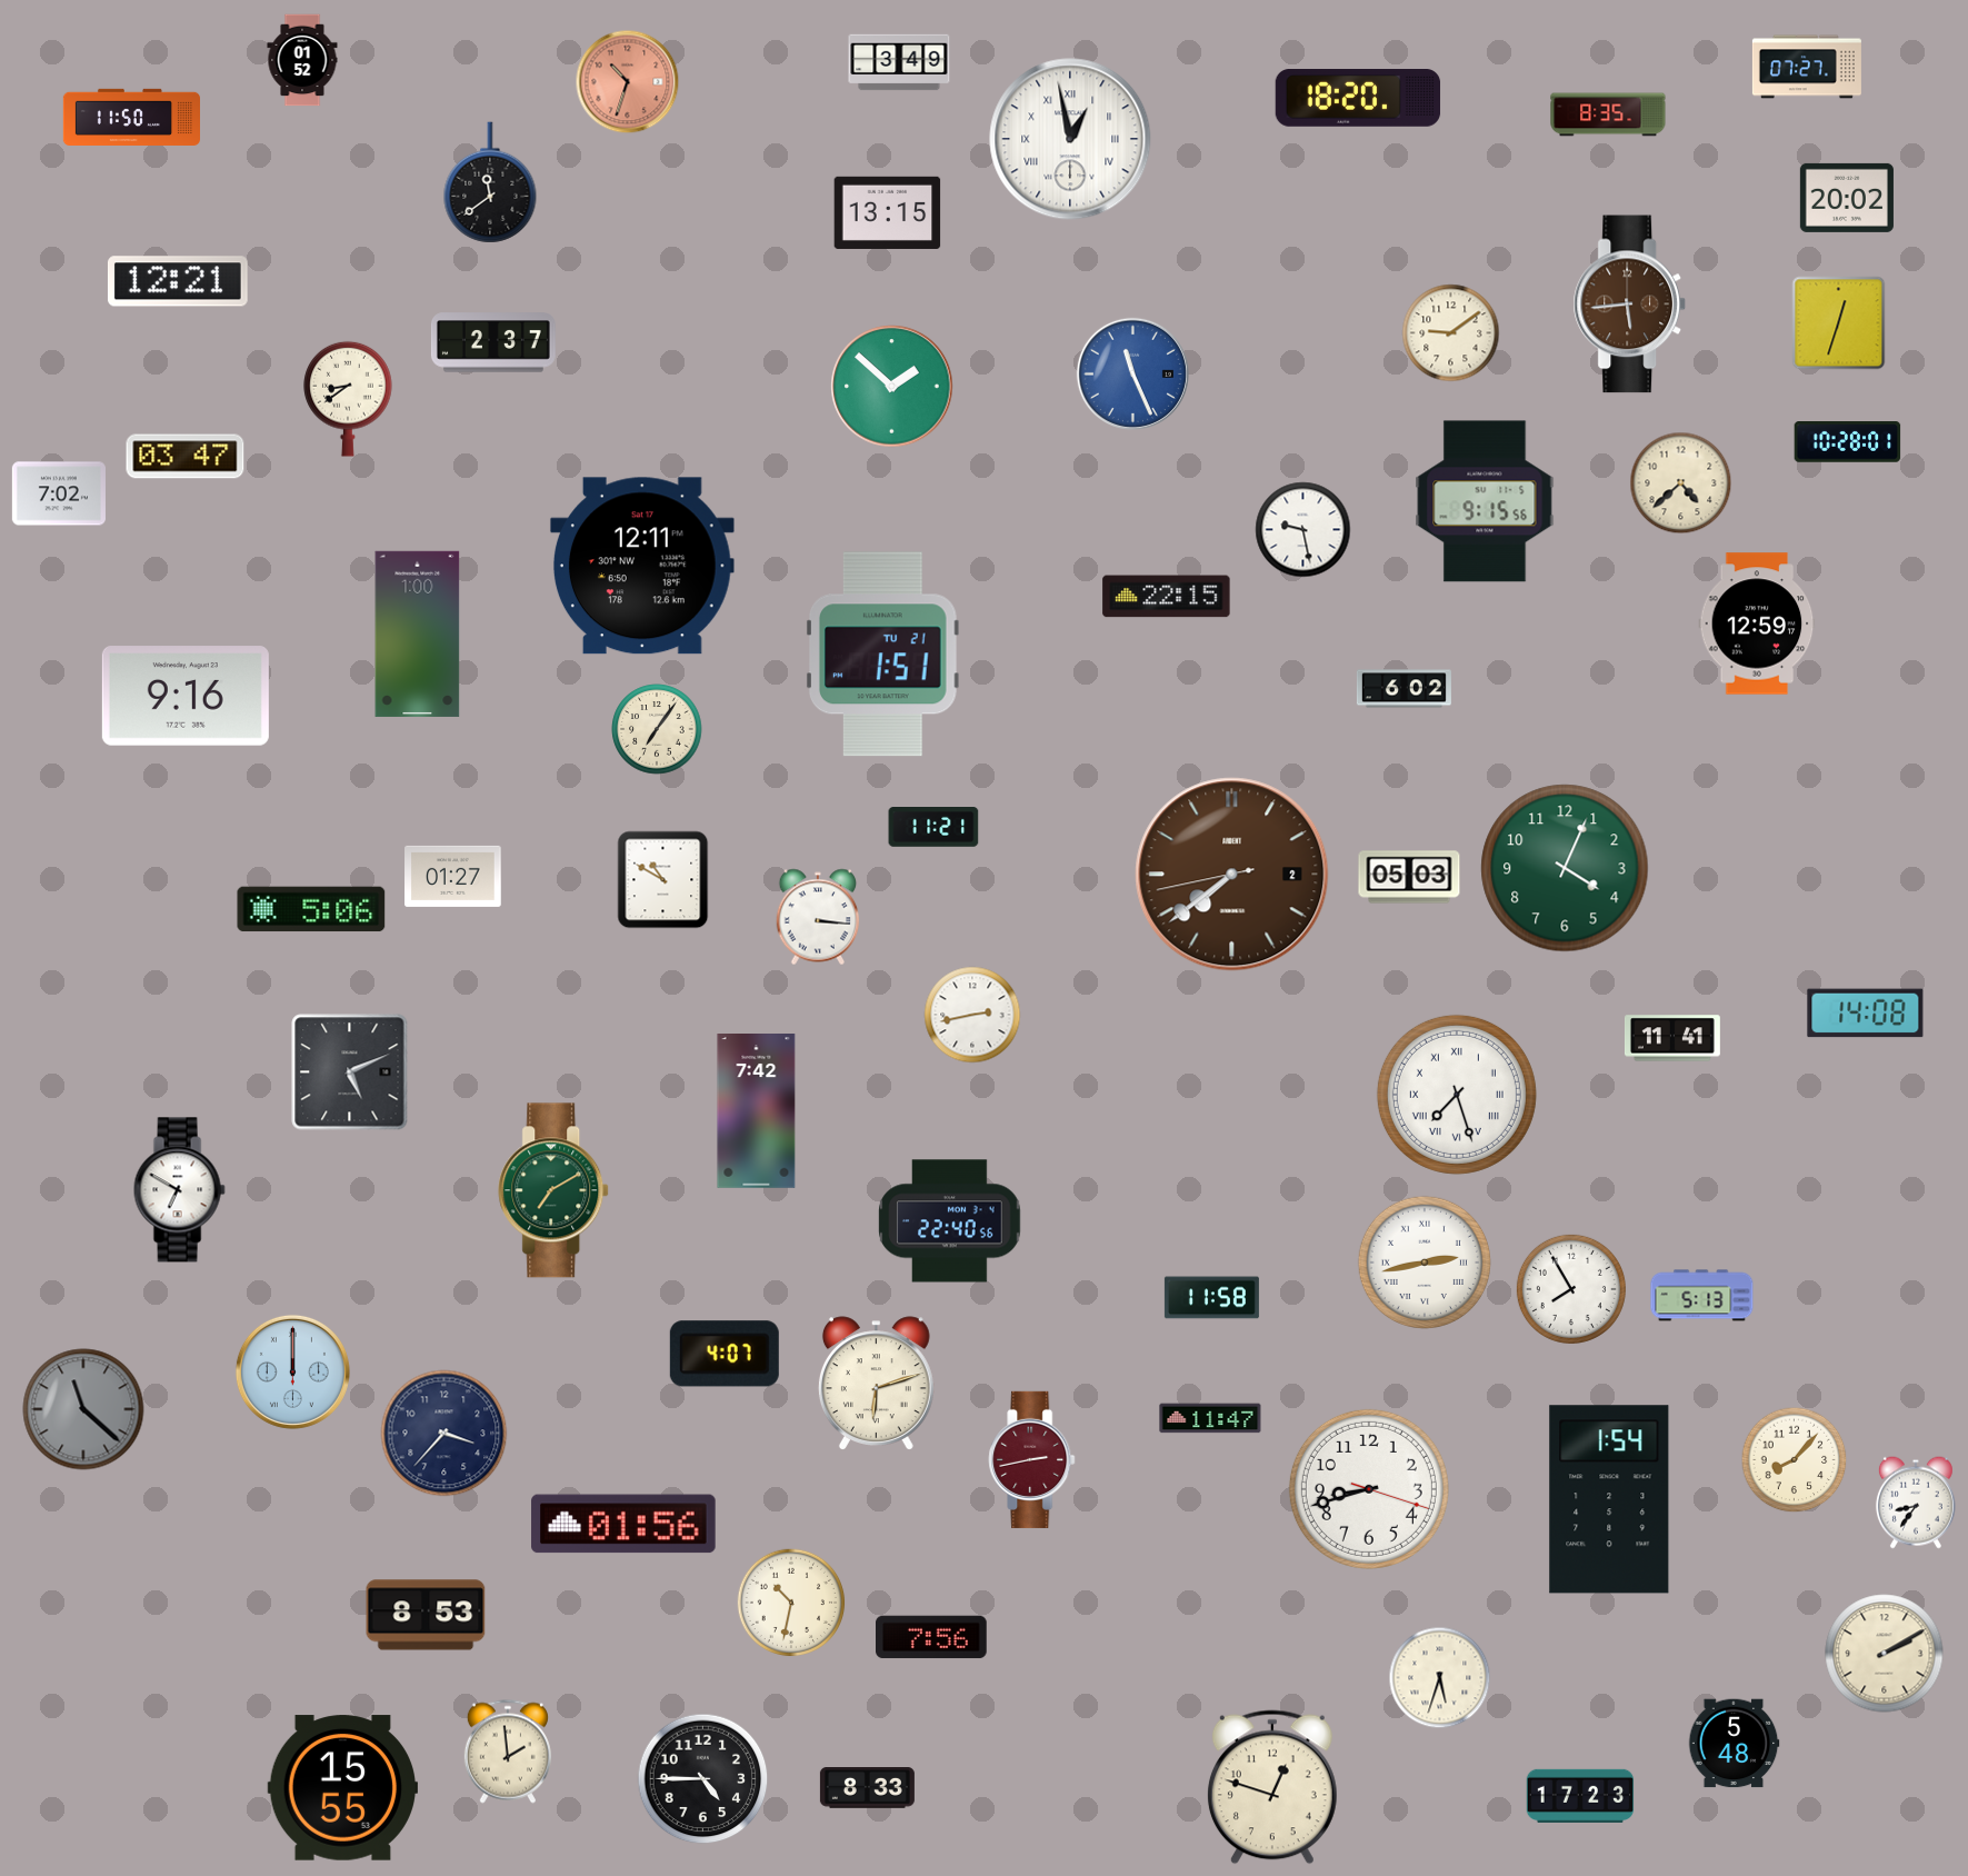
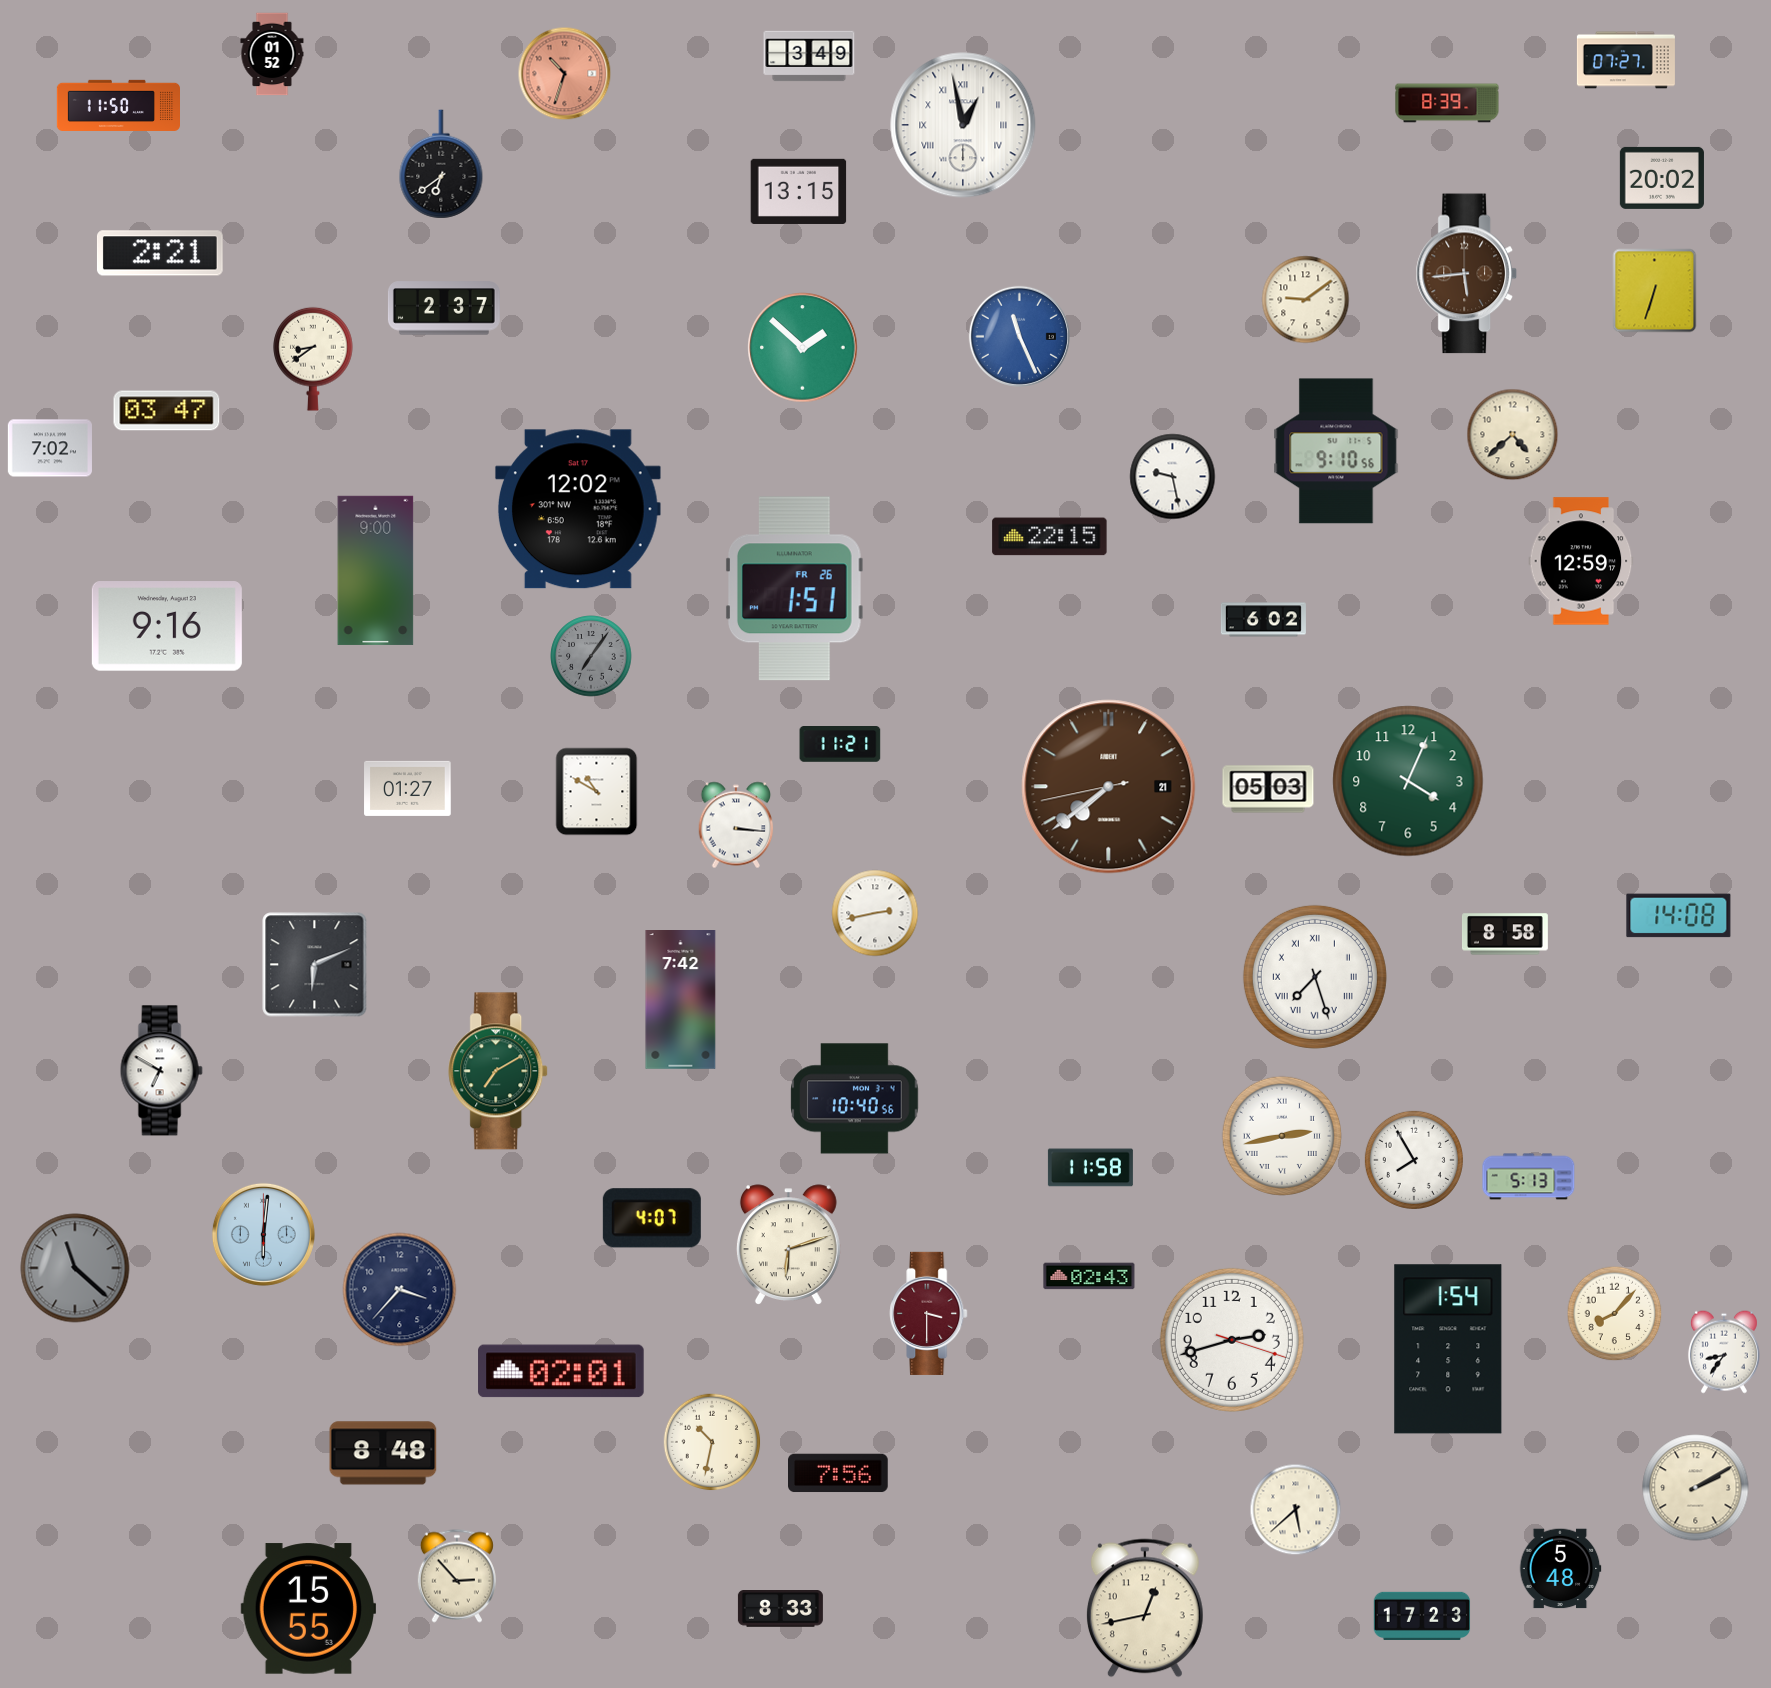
clock at (1358, 99): 18:20 -> none
clock at (1608, 114): 8:35 -> 8:39
clock at (490, 182): 11:39 -> 6:39
clock at (178, 281): 12:21 -> 2:21
clock at (1839, 323): 12:33 -> 6:33
clock at (1848, 442): 10:28 -> none
clock at (59, 493) position: (59, 493) -> (50, 448)
clock at (1485, 501): 9:15 -> 9:10
clock at (642, 566): 12:11 -> 12:02
clock at (418, 633): 1:00 -> 9:00
clock at (882, 655) date: TU 21 -> FR 26
clock at (657, 729) dial: cream -> grey
clock at (1232, 875) date: 2 -> 21
clock at (311, 909): 5:06 -> none
clock at (1866, 1014) position: (1866, 1014) -> (1679, 916)
clock at (1672, 1038): 11:41 -> 8:58
clock at (350, 1072): 5:11 -> 6:11
clock at (1457, 1095) position: (1457, 1095) -> (1315, 977)
clock at (950, 1221): 22:40 -> 10:40
clock at (1702, 1296) position: (1702, 1296) -> (1529, 1177)
clock at (292, 1371): 12:00 -> 6:01
clock at (1210, 1418): 11:47 -> 02:43
clock at (1032, 1459): 2:43 -> 3:30
clock at (1369, 1489): 8:42 -> 2:42
clock at (623, 1524): 01:56 -> 02:01
clock at (426, 1615): 8:53 -> 8:48
clock at (1440, 1678): 5:33 -> 5:38
clock at (508, 1752): 1:59 -> 2:53
clock at (703, 1779): 4:45 -> none
clock at (1272, 1787): 12:48 -> 12:43
